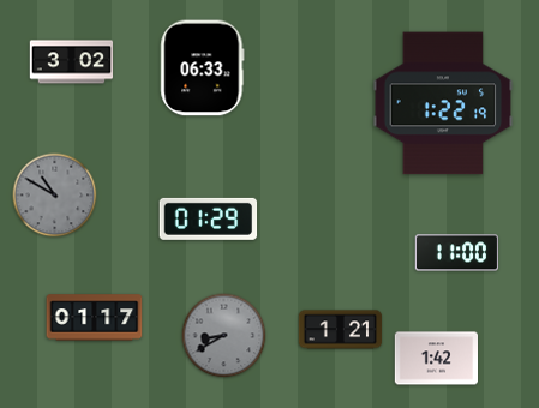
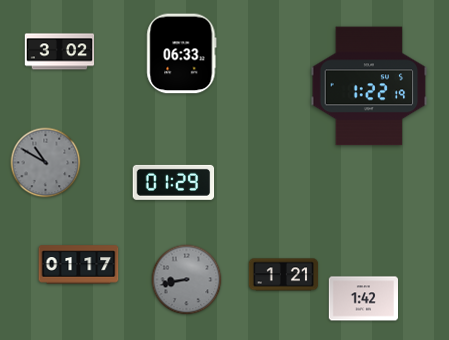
clock at (203, 68) position: (203, 68) -> (182, 54)
clock at (456, 253): 11:00 -> none
clock at (224, 336): 8:40 -> 8:43
